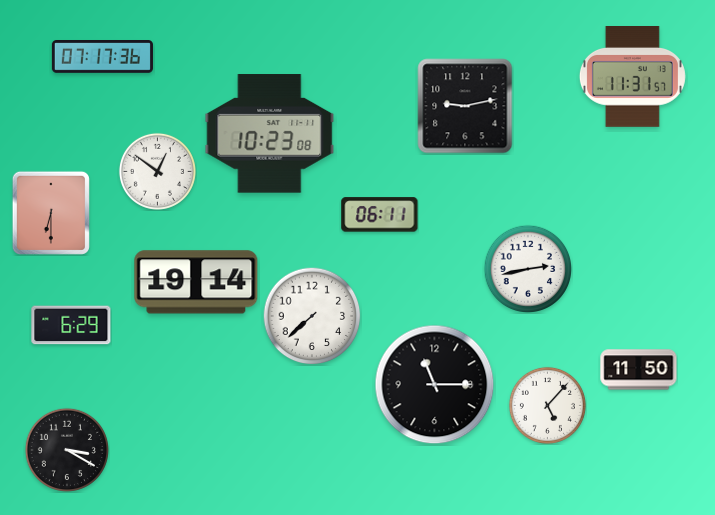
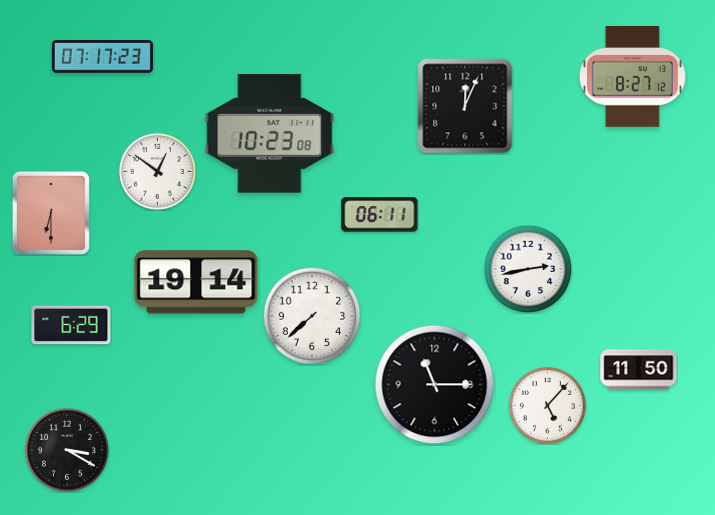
clock at (102, 57): 07:17:36 -> 07:17:23
clock at (632, 77): 11:31 -> 8:27
clock at (465, 106): 9:13 -> 12:04
